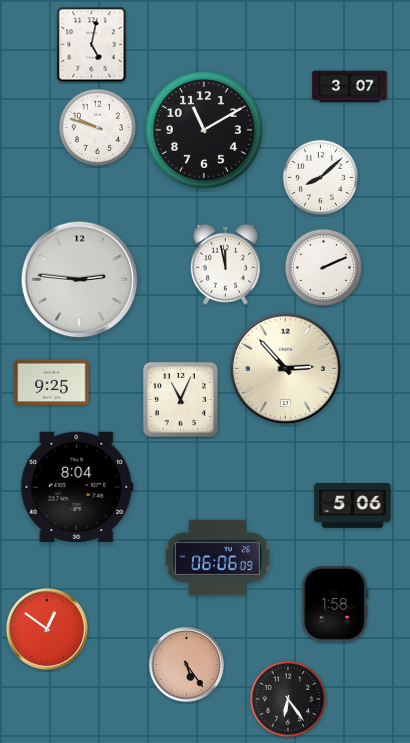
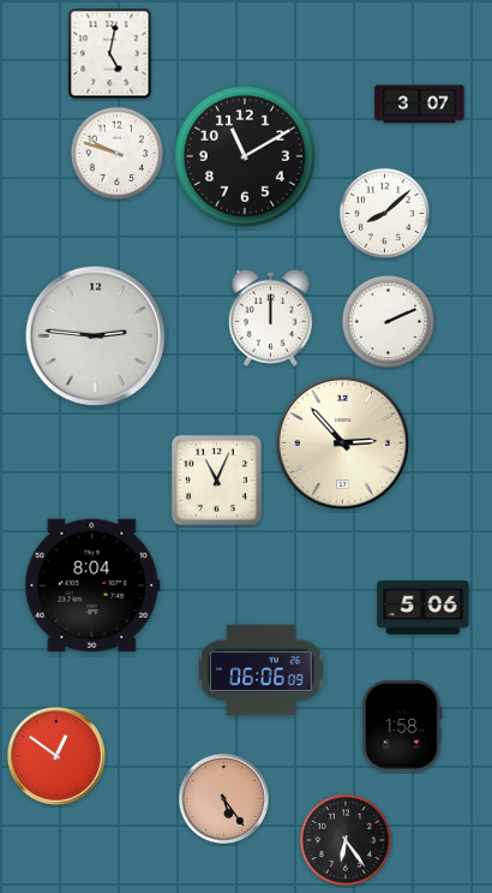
clock at (225, 264): 11:58 -> 12:00
clock at (52, 383): 9:25 -> none
